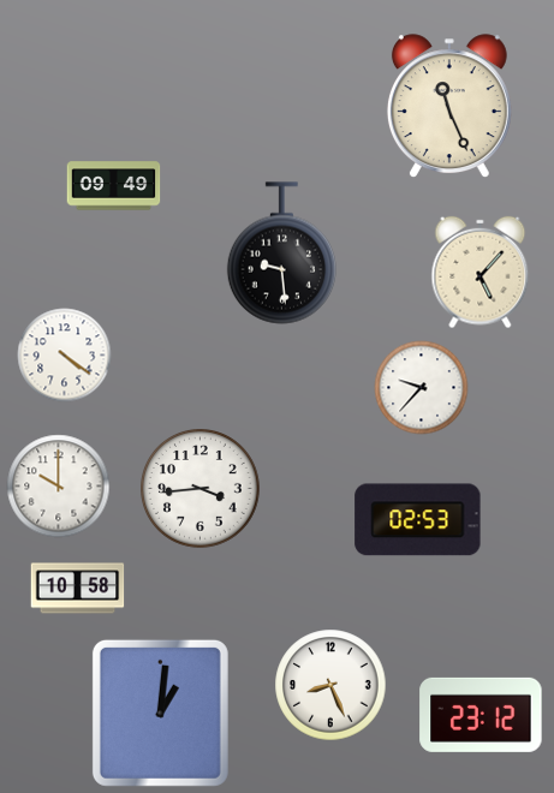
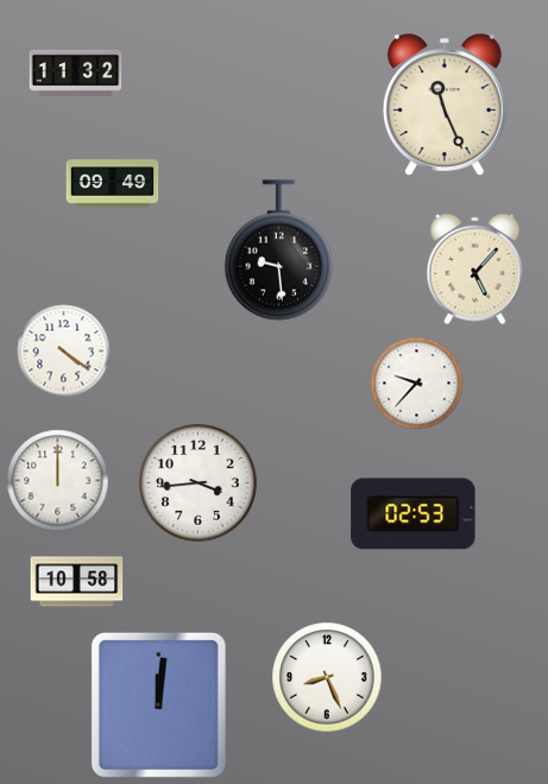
clock at (75, 72): none -> 11:32
clock at (58, 485): 10:00 -> 12:00
clock at (160, 712): 1:01 -> 12:01
clock at (481, 715): 23:12 -> none
